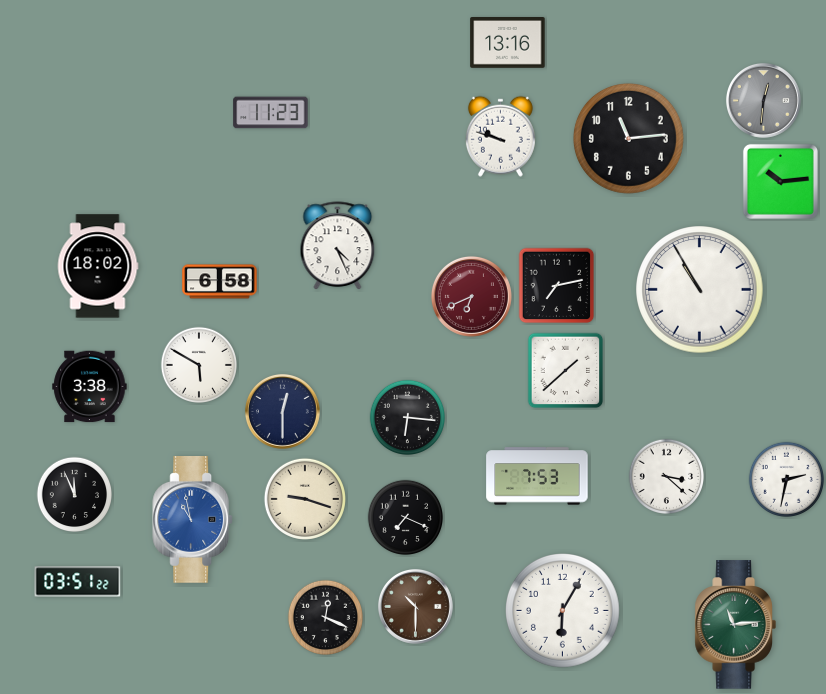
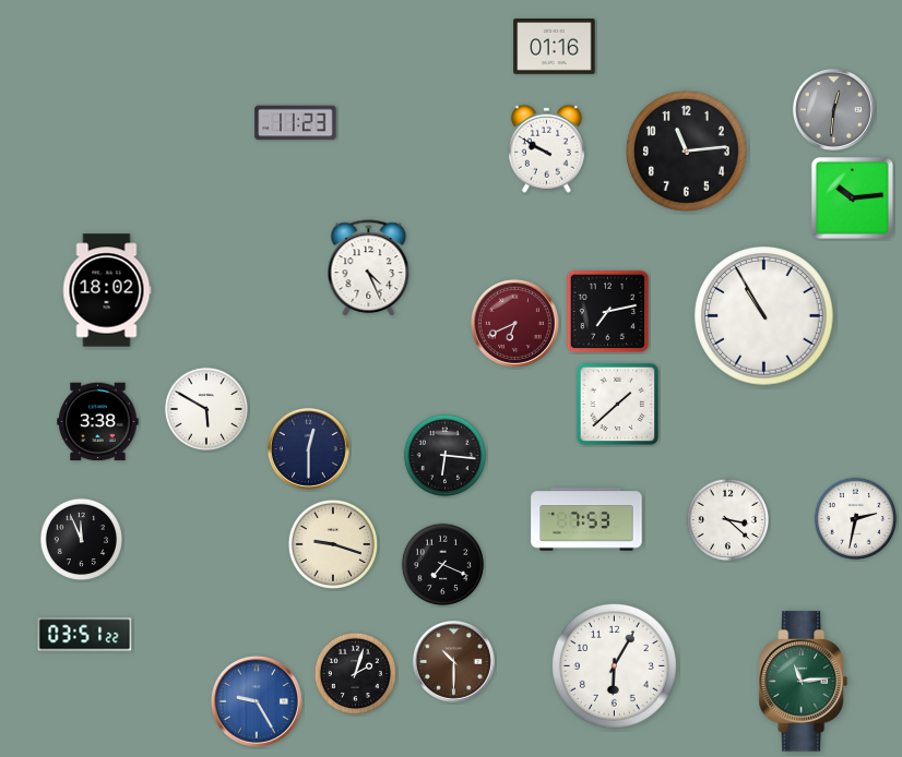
clock at (508, 43): 13:16 -> 01:16
clock at (500, 136): 9:48 -> 9:50
clock at (220, 282): 6:58 -> none
clock at (198, 364) position: (198, 364) -> (205, 408)
clock at (787, 480) position: (787, 480) -> (856, 519)
clock at (193, 520): 10:58 -> none
clock at (326, 618): 12:19 -> 2:03
clock at (257, 701): none -> 9:25
